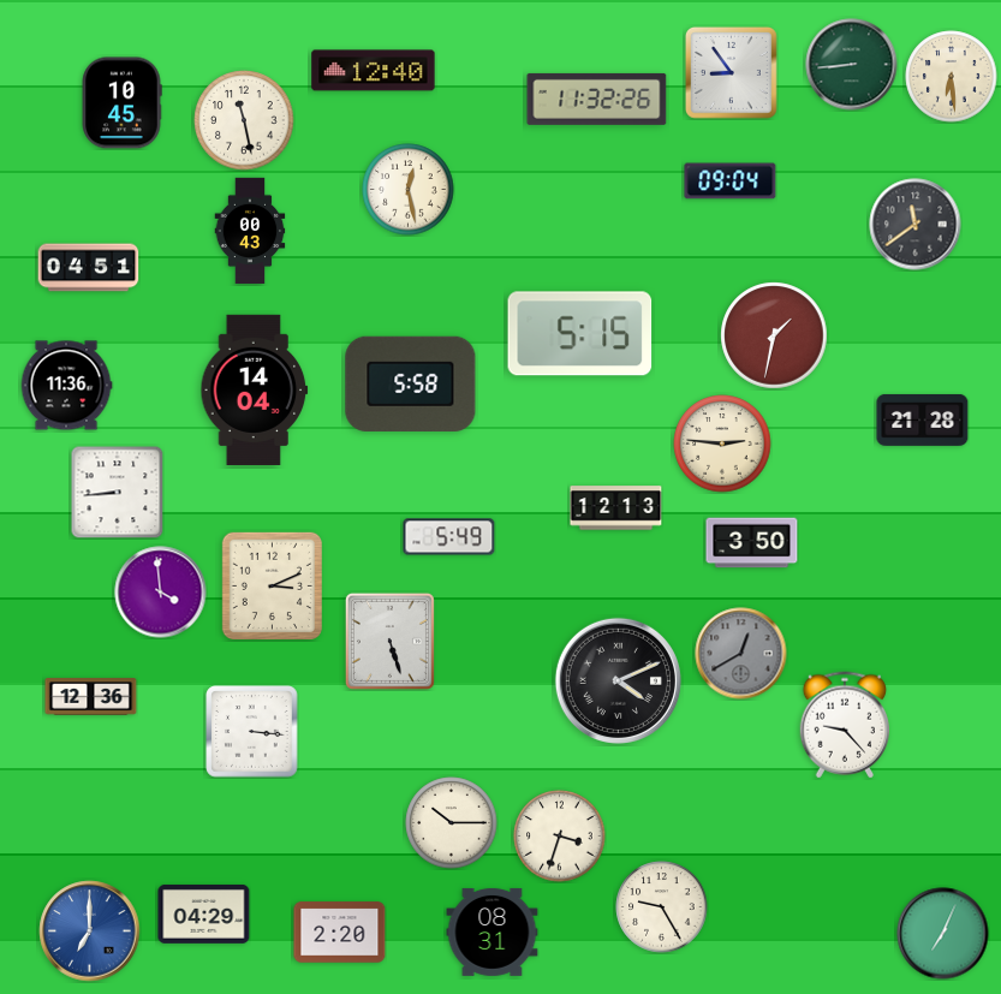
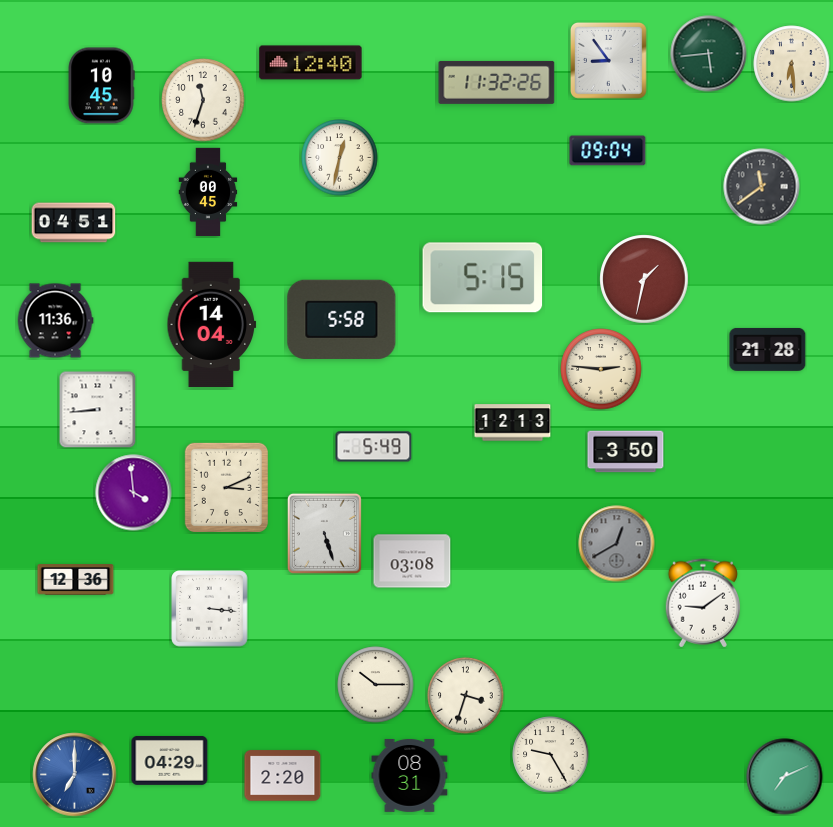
clock at (852, 65): 8:44 -> 5:44
clock at (374, 71) position: (374, 71) -> (311, 63)
clock at (244, 120): 11:28 -> 11:33
clock at (409, 190): 12:28 -> 12:32
clock at (250, 231): 00:43 -> 00:45
clock at (412, 561): none -> 03:08
clock at (618, 680): 4:11 -> none
clock at (844, 725): 9:23 -> 9:09
clock at (943, 934): 7:04 -> 7:11
